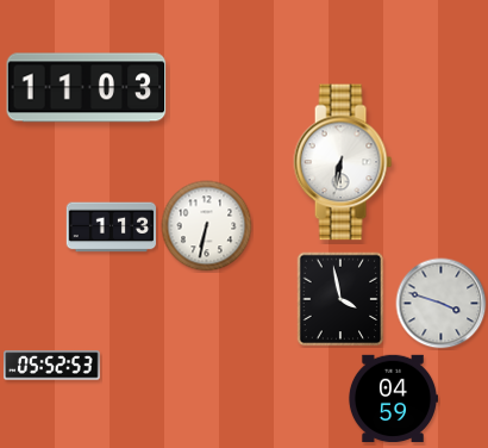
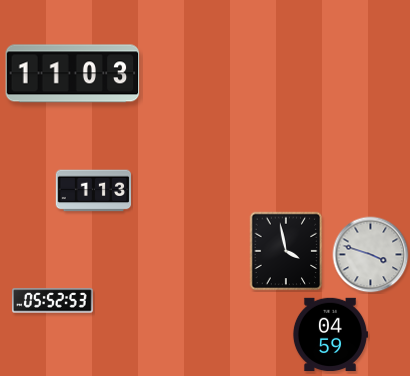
clock at (343, 162): 6:32 -> none
clock at (207, 226): 6:32 -> none
clock at (52, 366) position: (52, 366) -> (53, 301)
